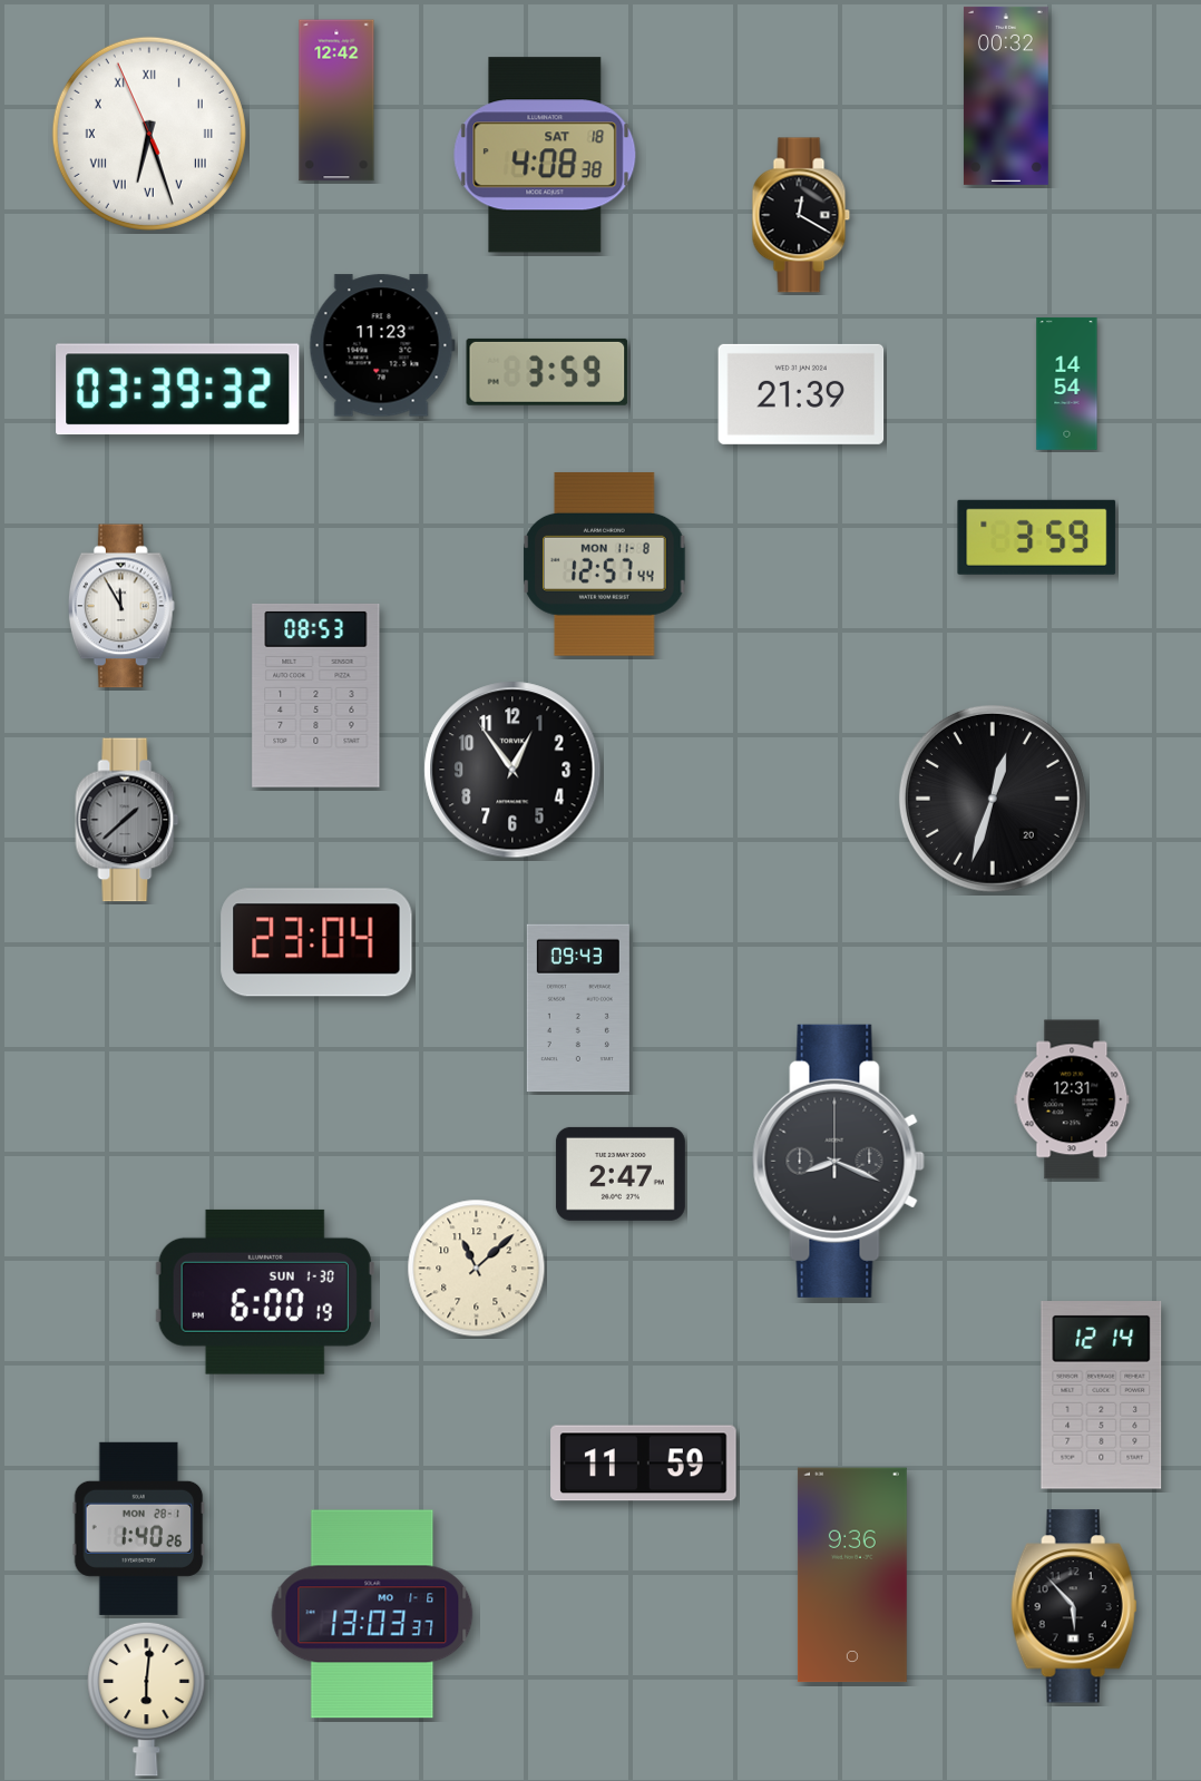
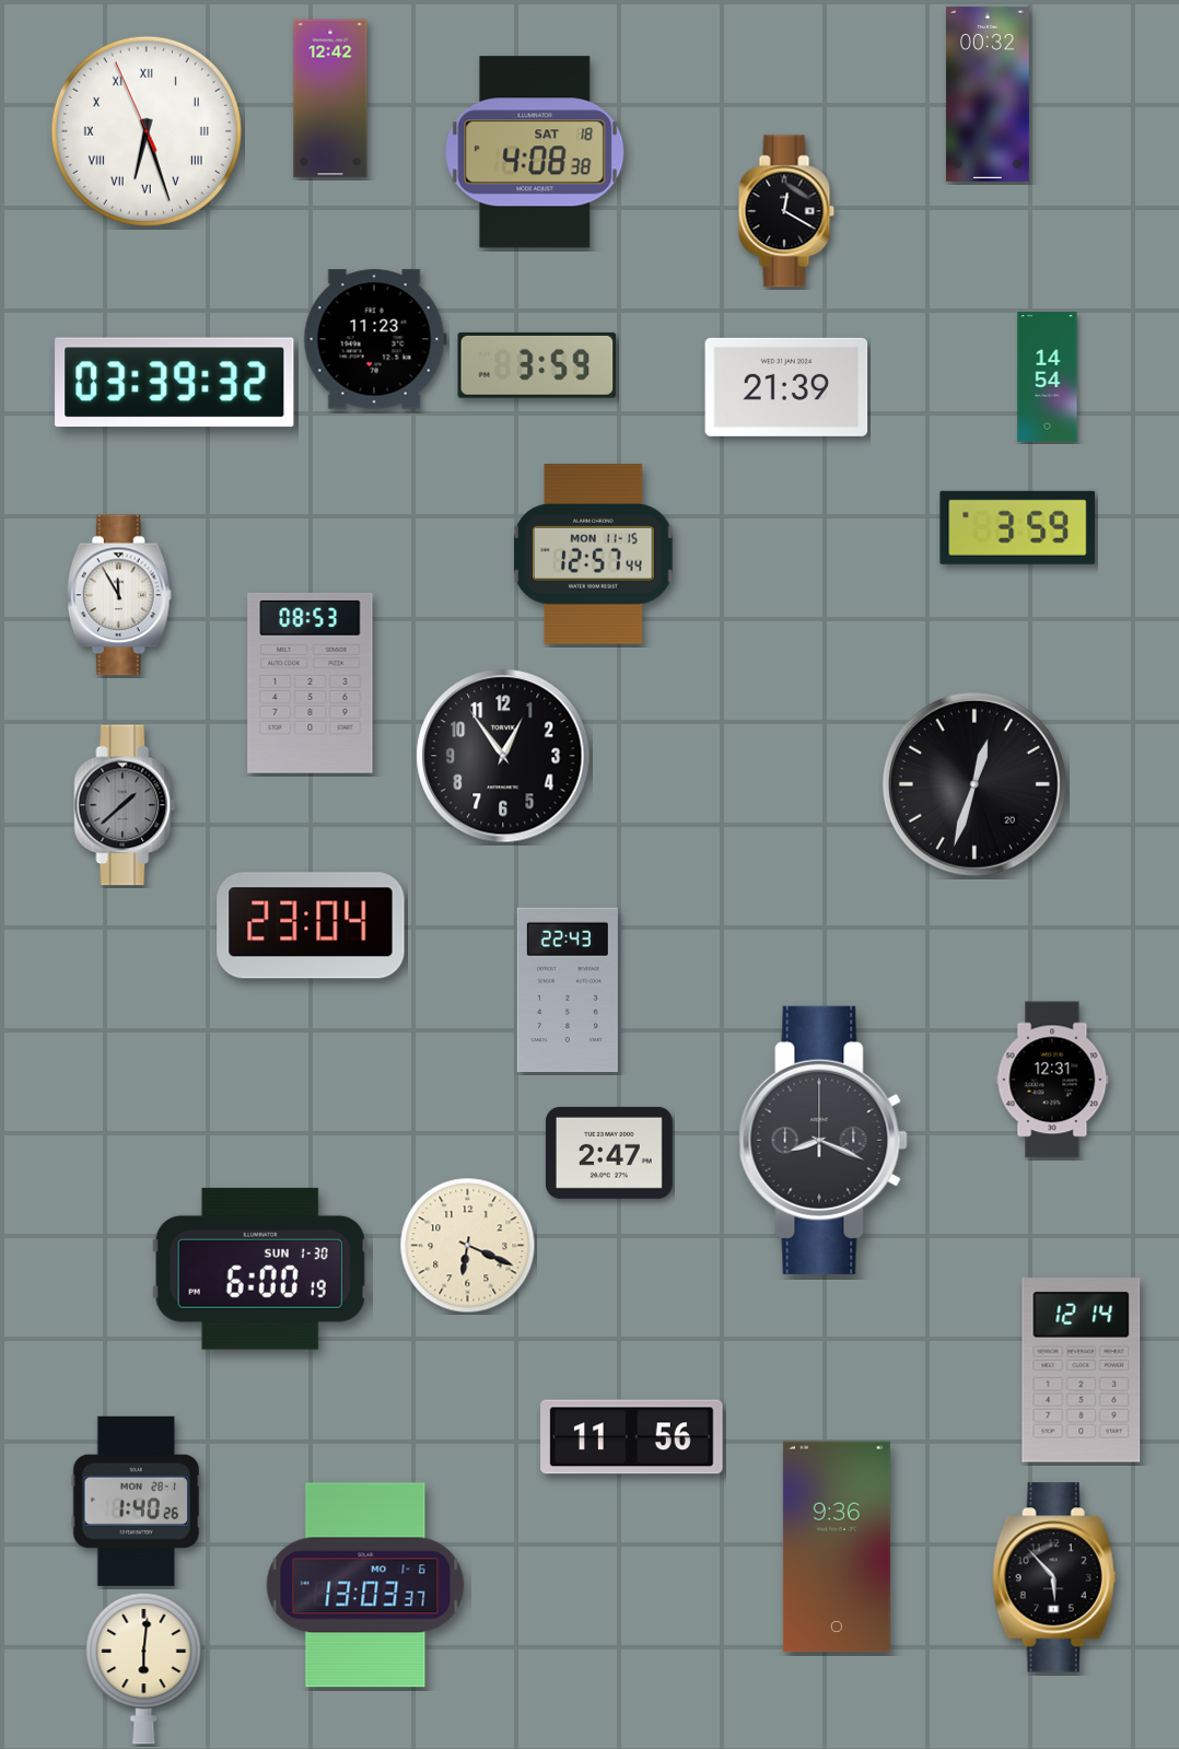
clock at (605, 564) date: MON 11-8 -> MON 11-15
clock at (578, 1008): 09:43 -> 22:43
clock at (477, 1269): 11:08 -> 6:19
clock at (644, 1464): 11:59 -> 11:56
